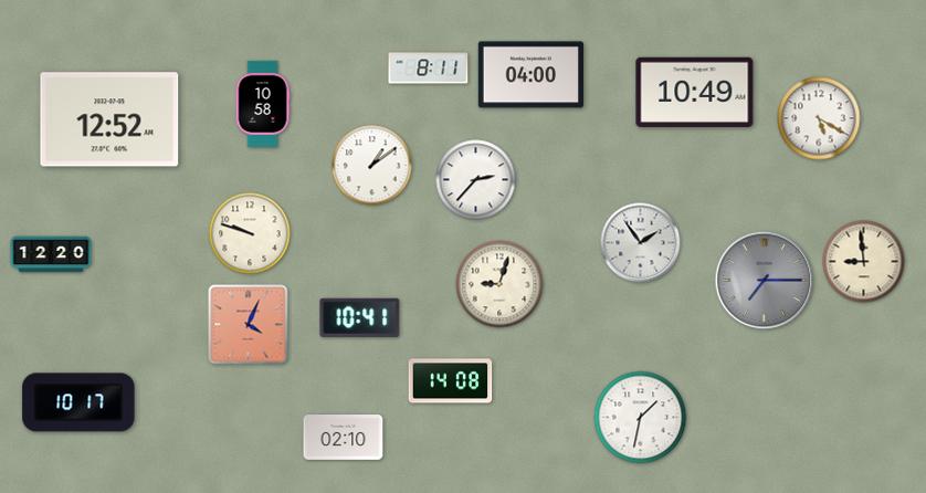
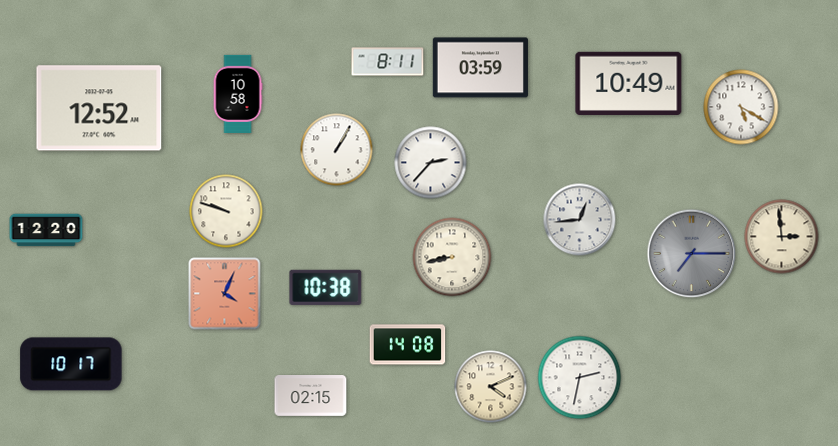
clock at (530, 75): 04:00 -> 03:59
clock at (372, 166): 1:09 -> 1:05
clock at (641, 243): 1:54 -> 12:44
clock at (864, 262): 8:59 -> 2:59
clock at (499, 284): 9:03 -> 8:43
clock at (360, 317): 10:41 -> 10:38
clock at (641, 418): 1:32 -> 2:32
clock at (491, 387): none -> 4:11
clock at (344, 438): 02:10 -> 02:15
